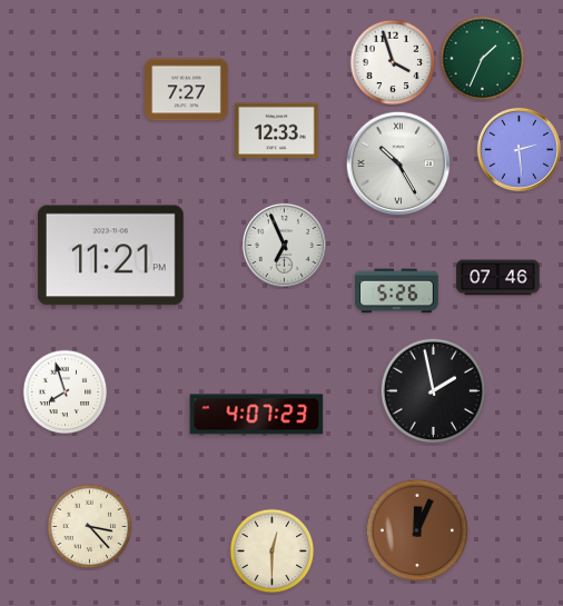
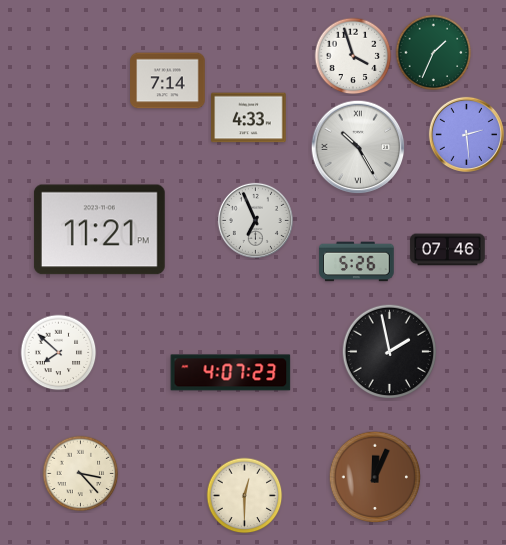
clock at (187, 90): 7:27 -> 7:14
clock at (277, 131): 12:33 -> 4:33
clock at (66, 393): 7:57 -> 7:52
